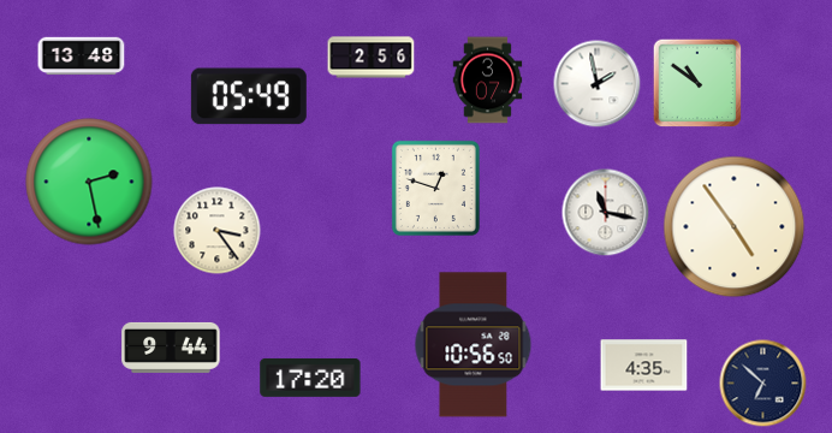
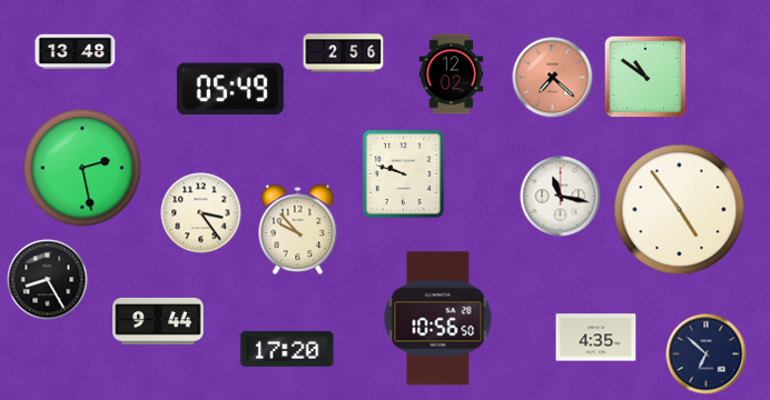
clock at (488, 81): 3:07 -> 12:02
clock at (598, 84): 1:58 -> 7:22
clock at (598, 84) dial: white -> salmon
clock at (435, 188): 12:48 -> 9:48
clock at (298, 230): none -> 9:53
clock at (48, 280): none -> 8:25
